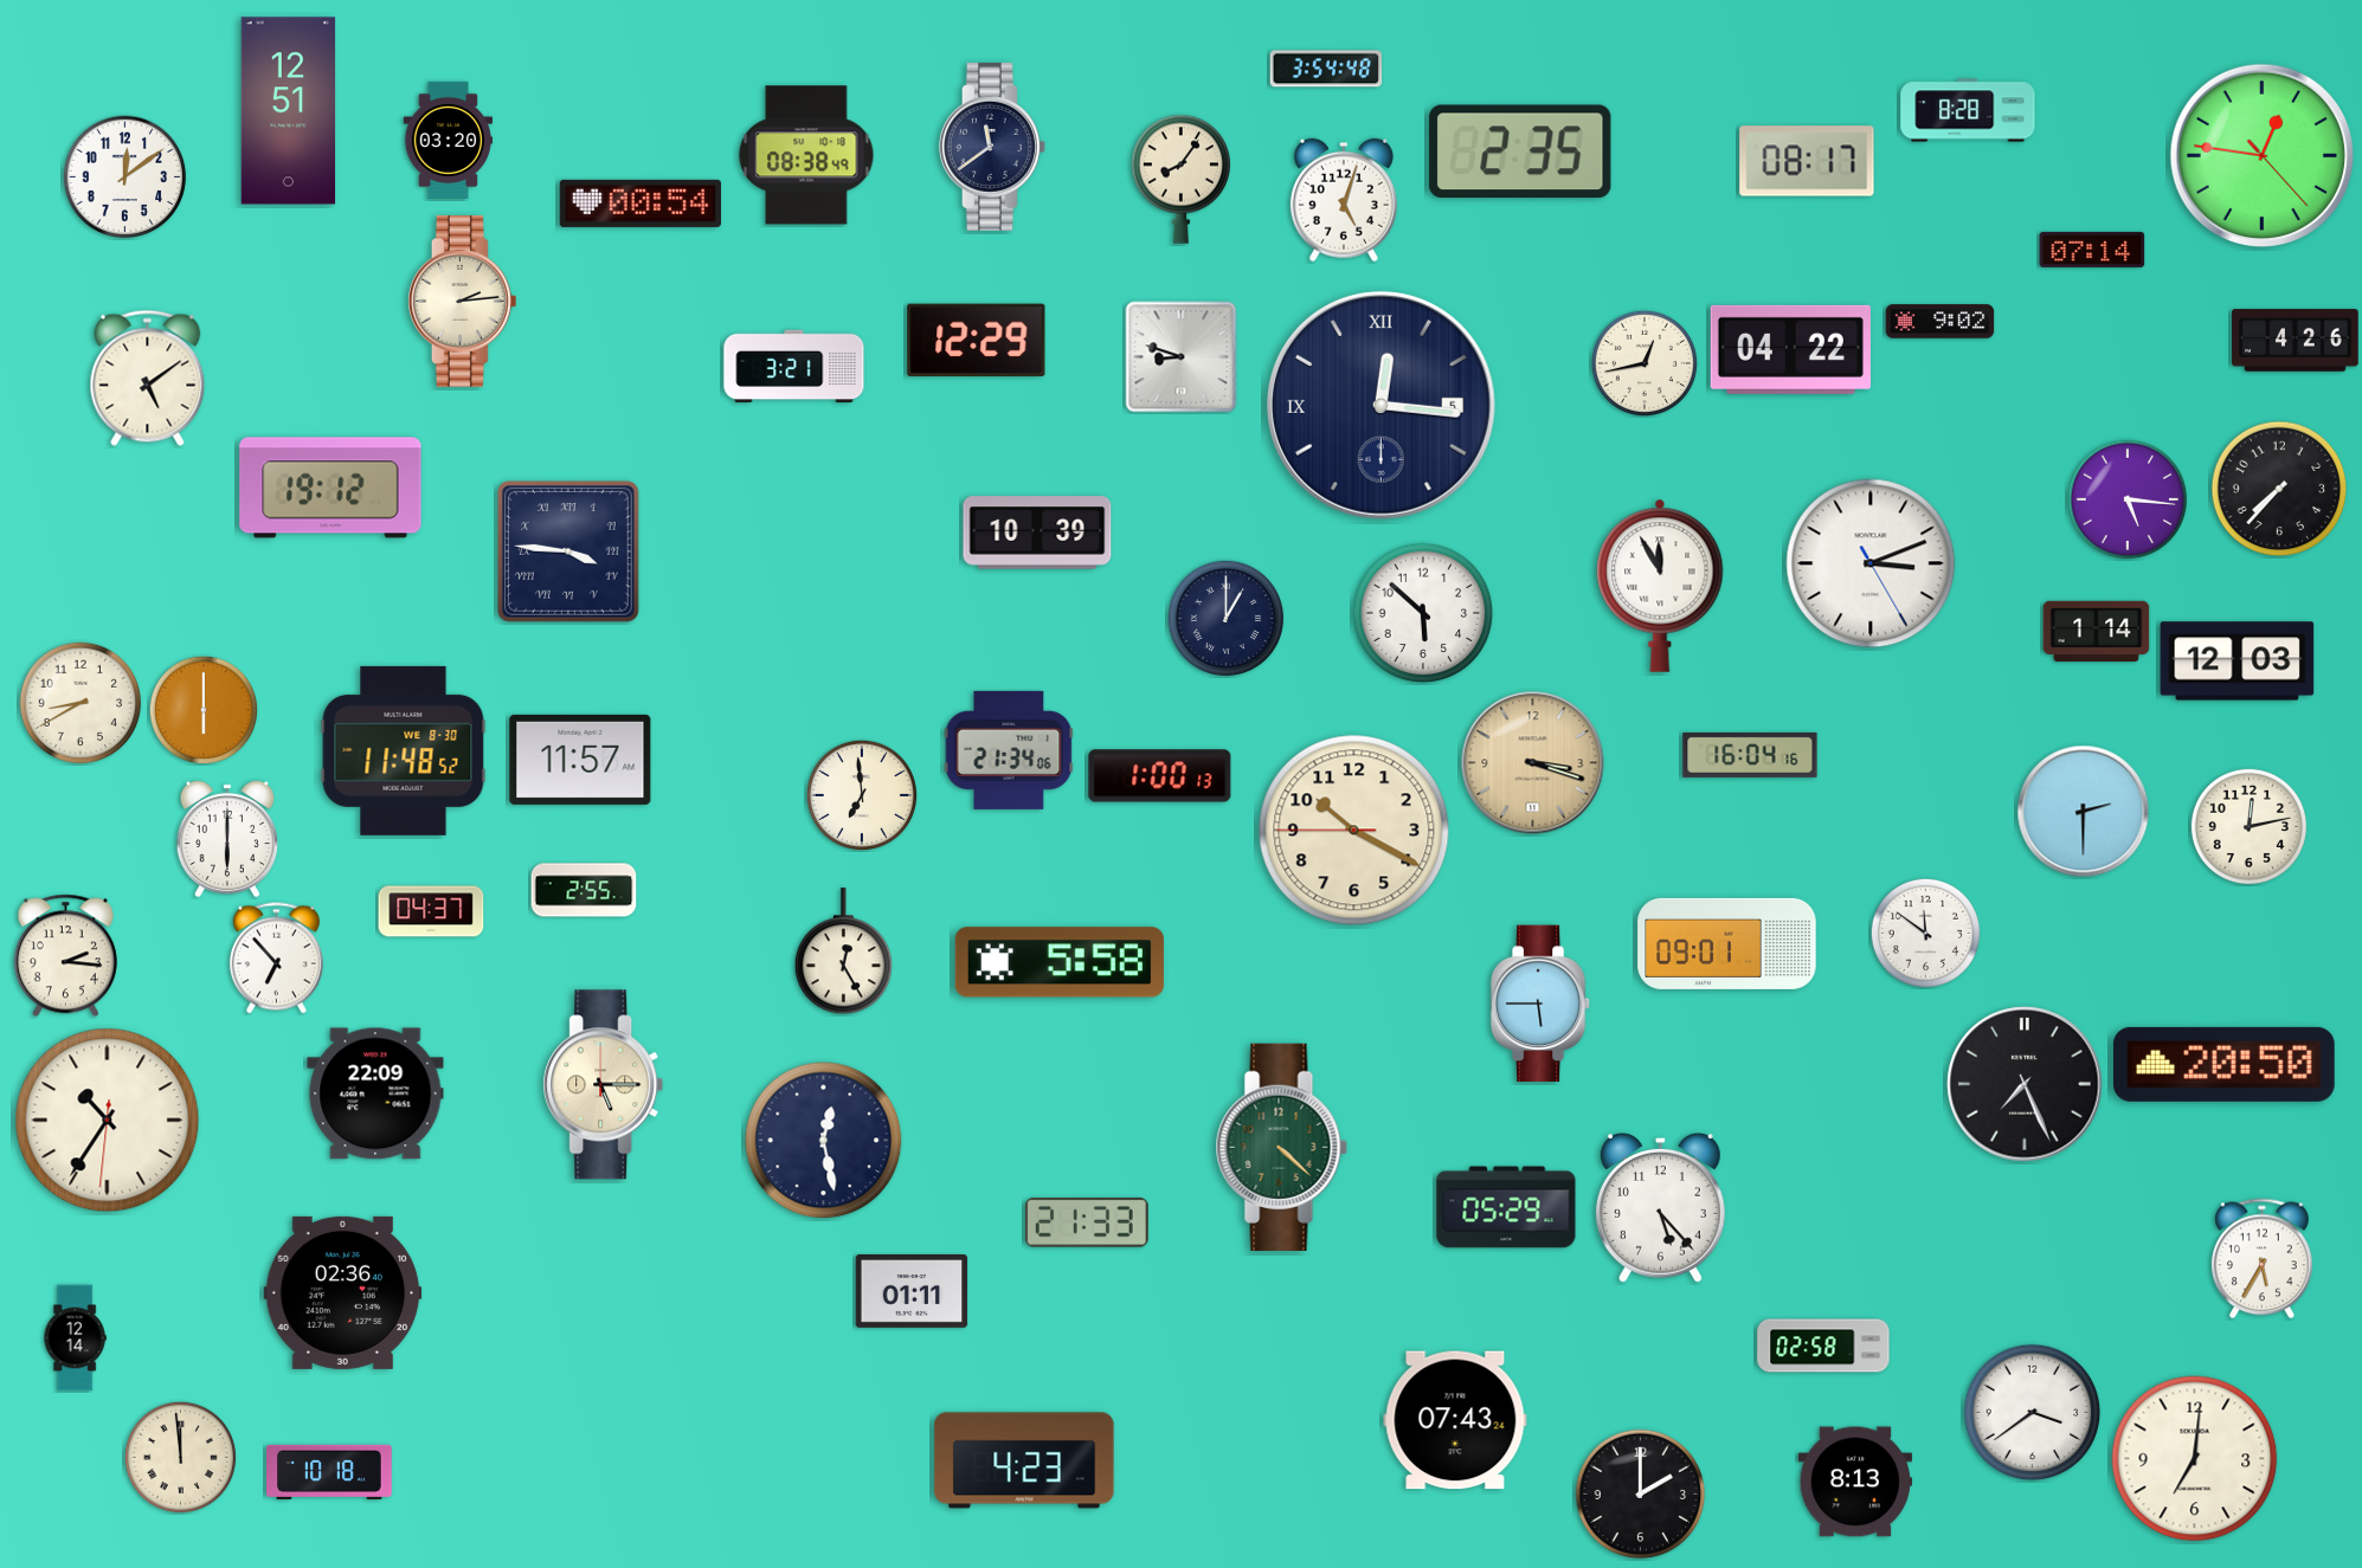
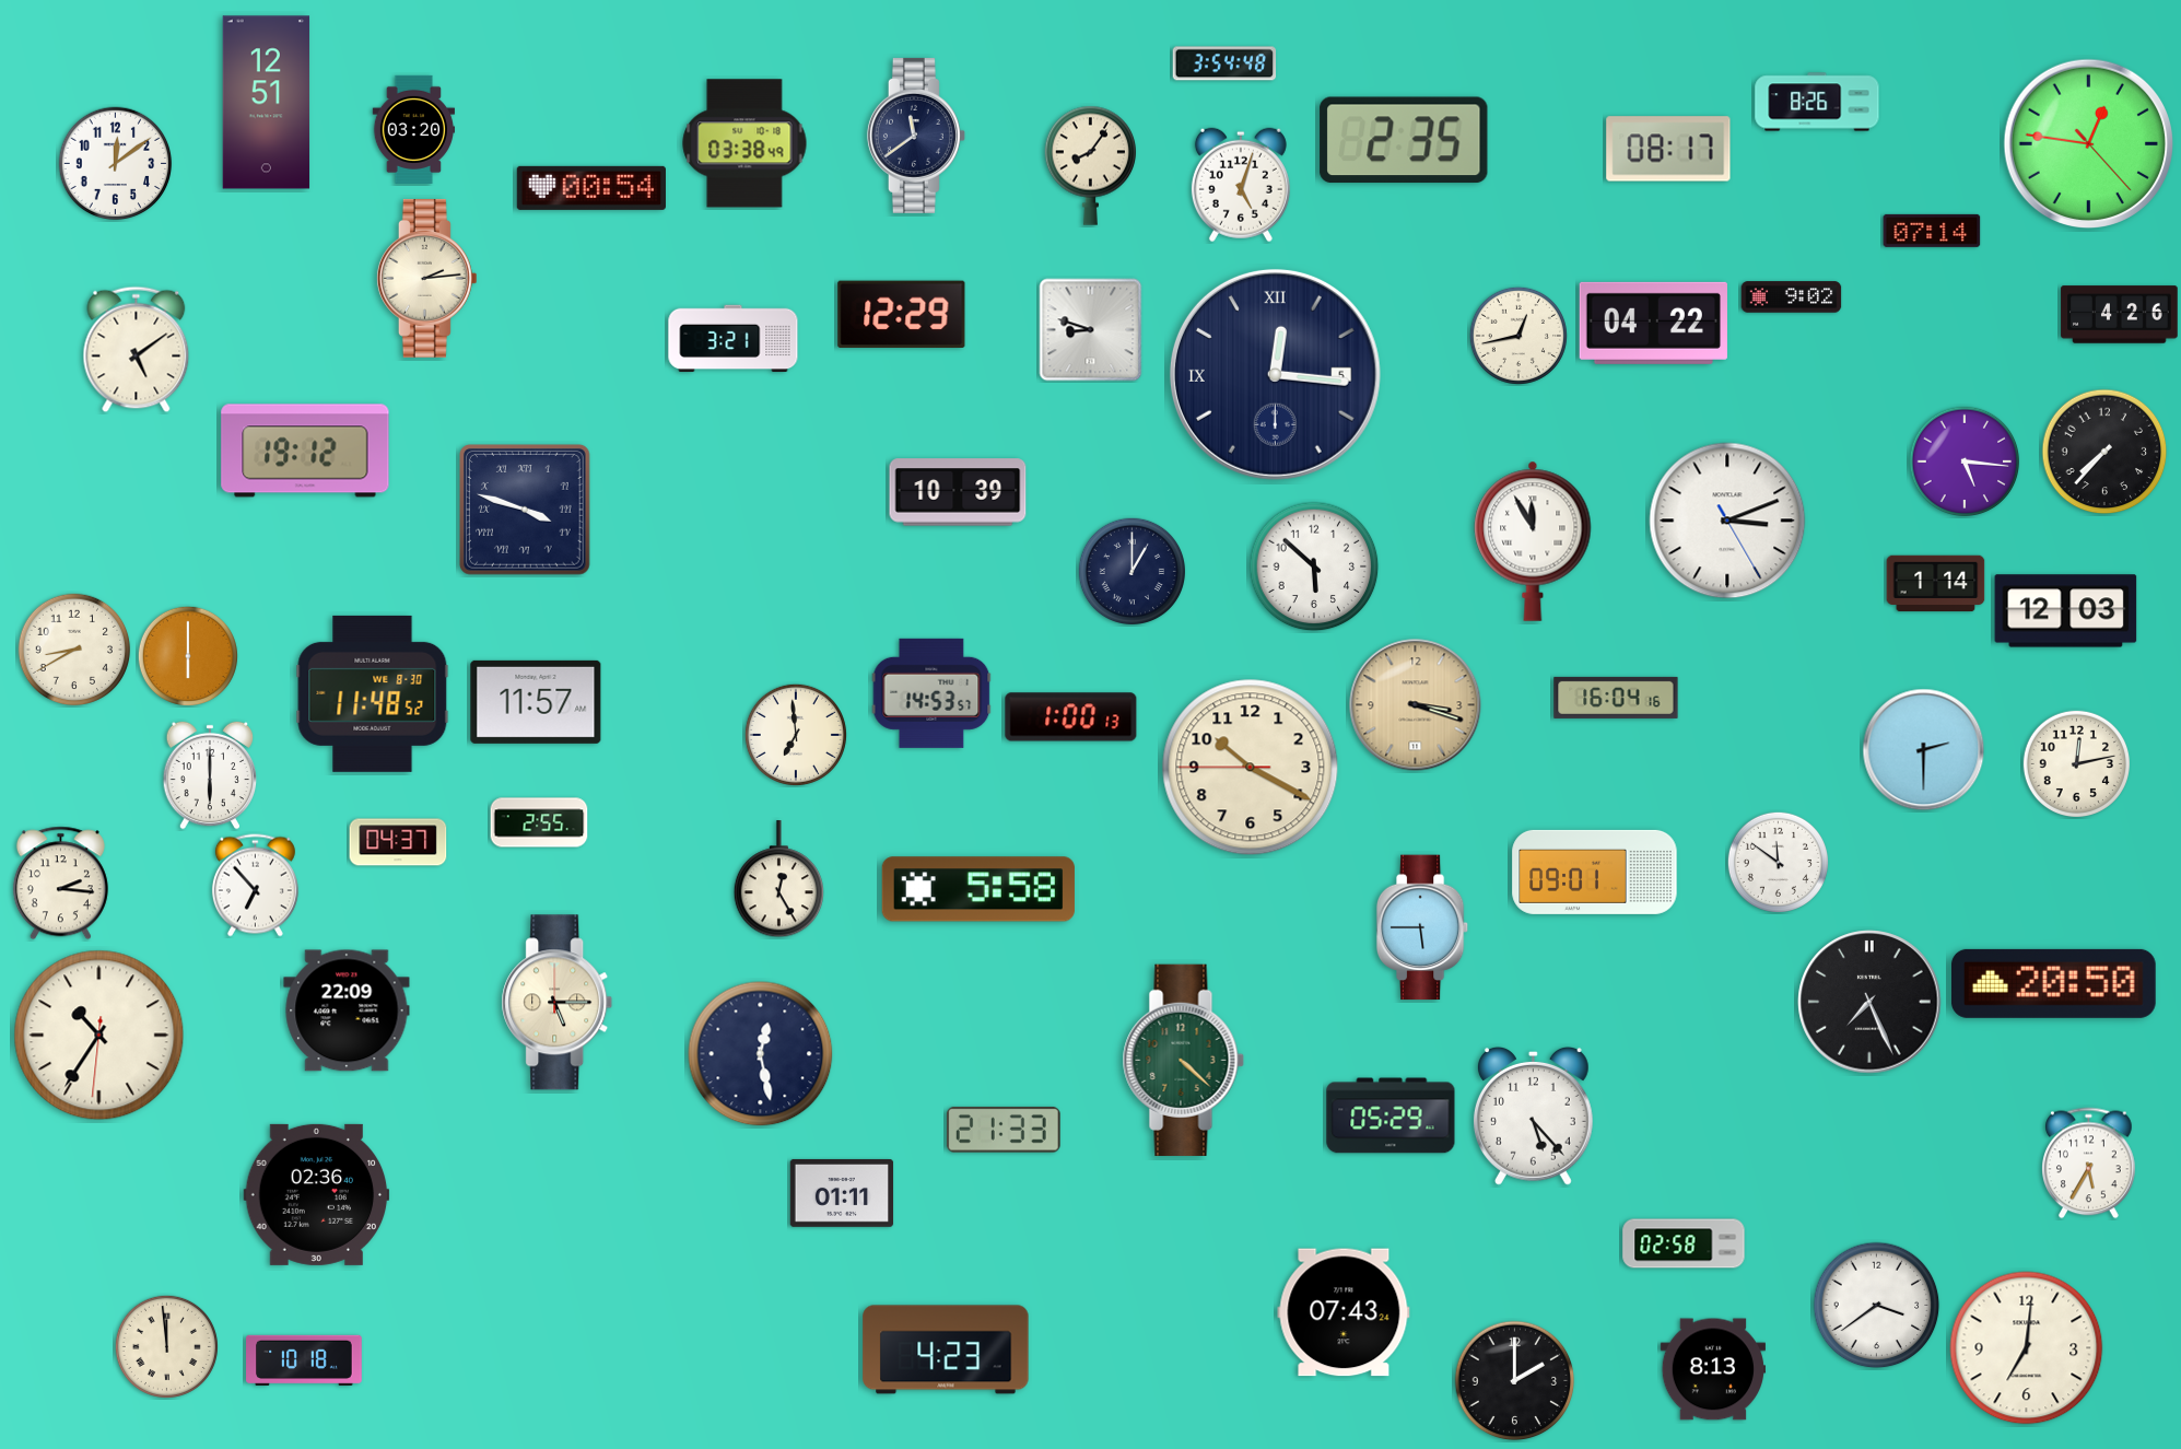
clock at (1968, 110): 8:28 -> 8:26
clock at (806, 155): 08:38 -> 03:38
clock at (569, 553): 3:46 -> 3:48
clock at (1009, 750): 21:34 -> 14:53
clock at (75, 1338): 12:14 -> none
